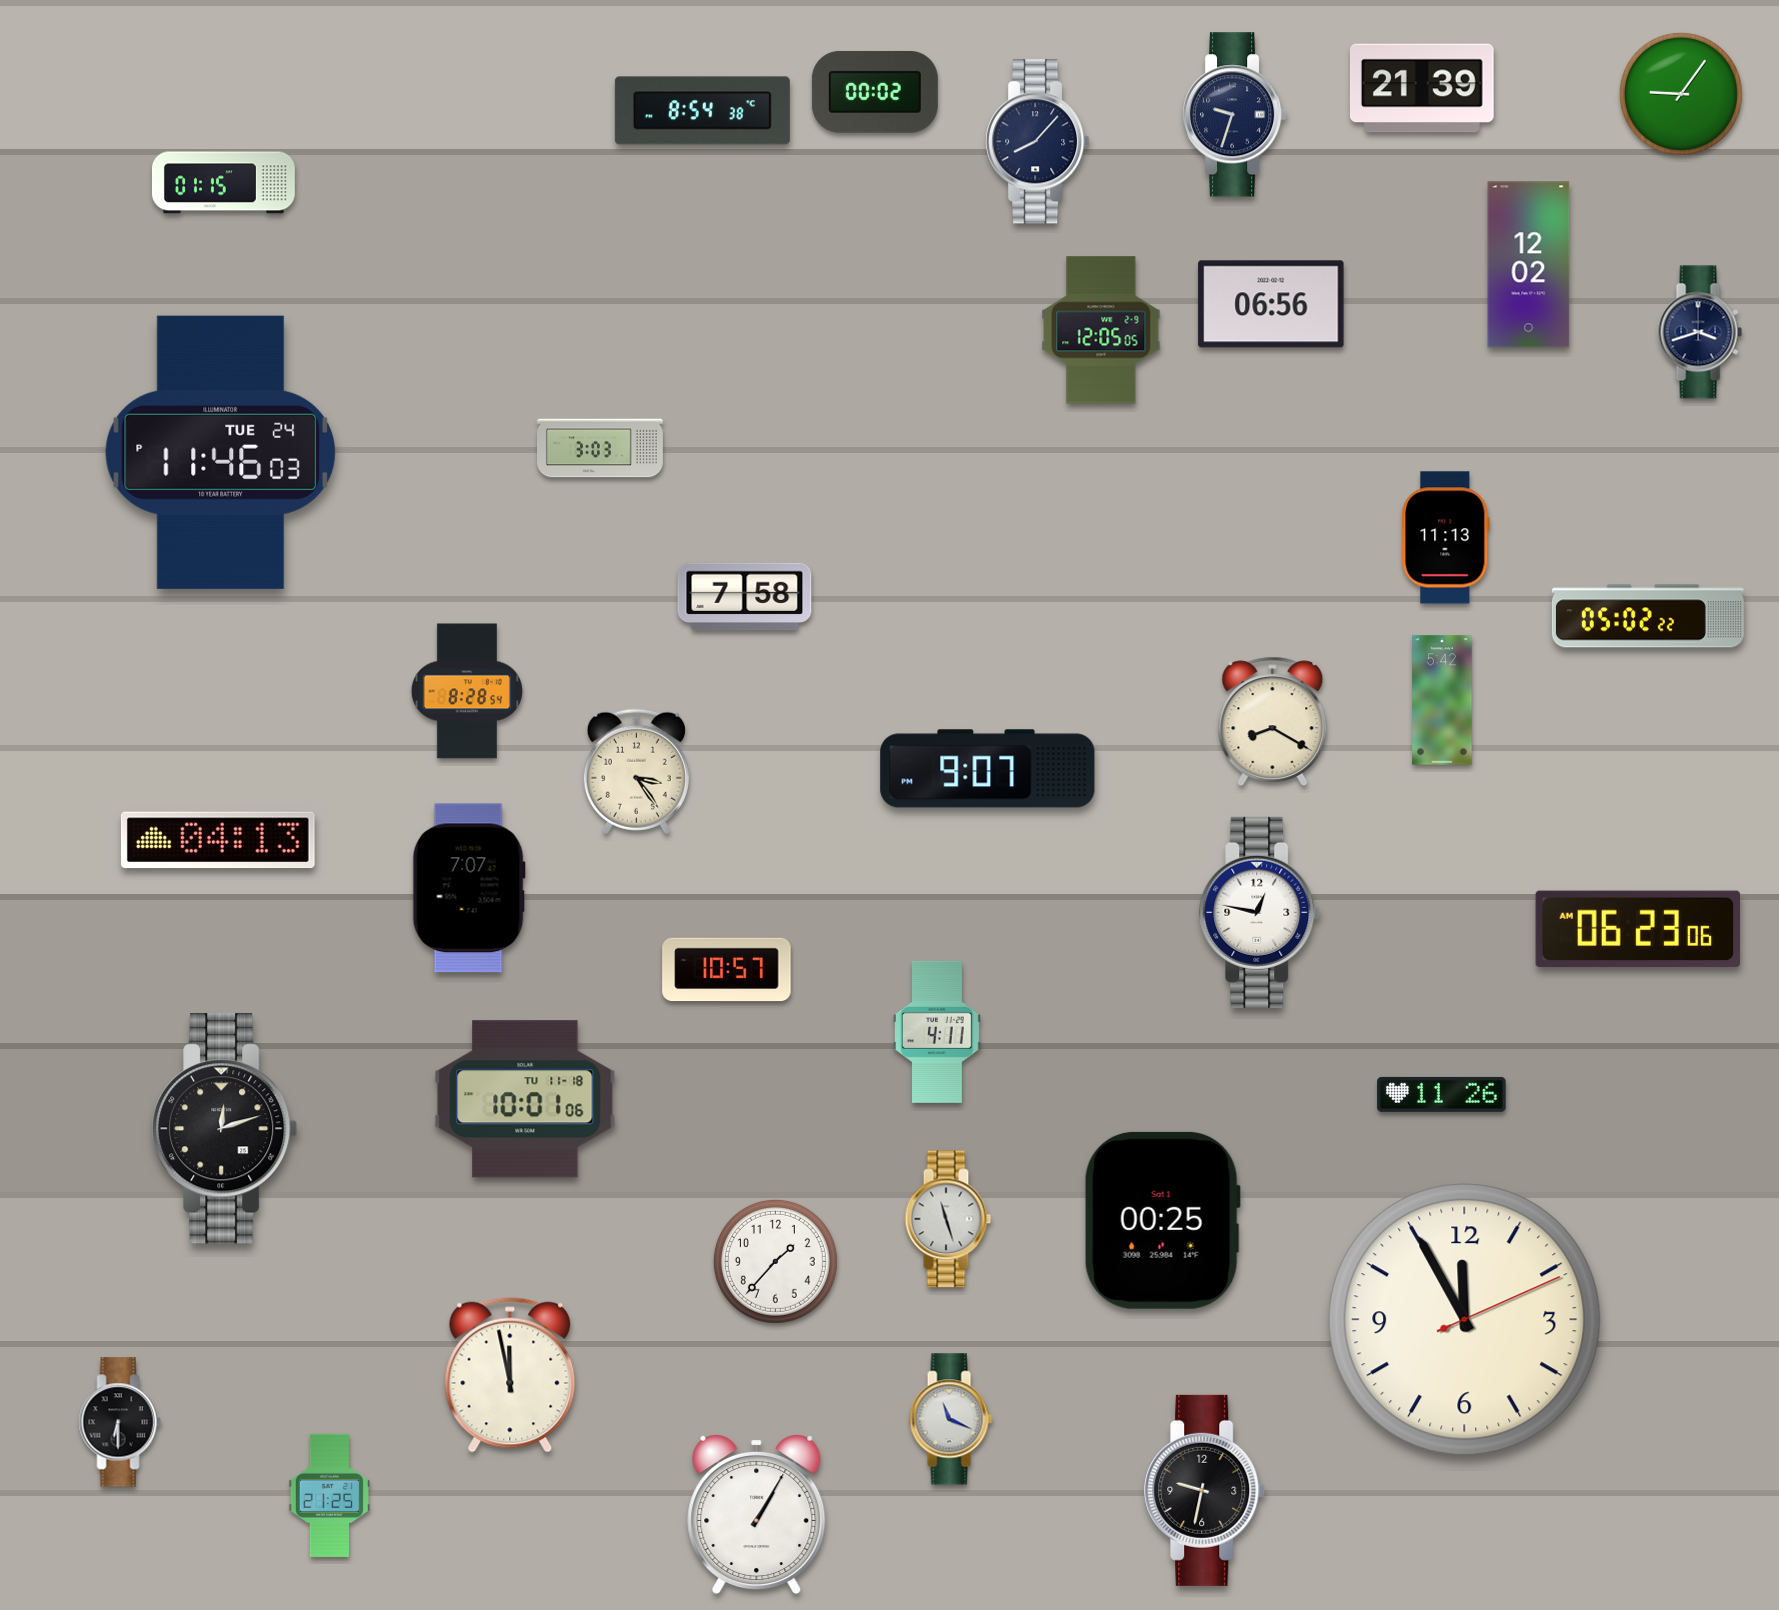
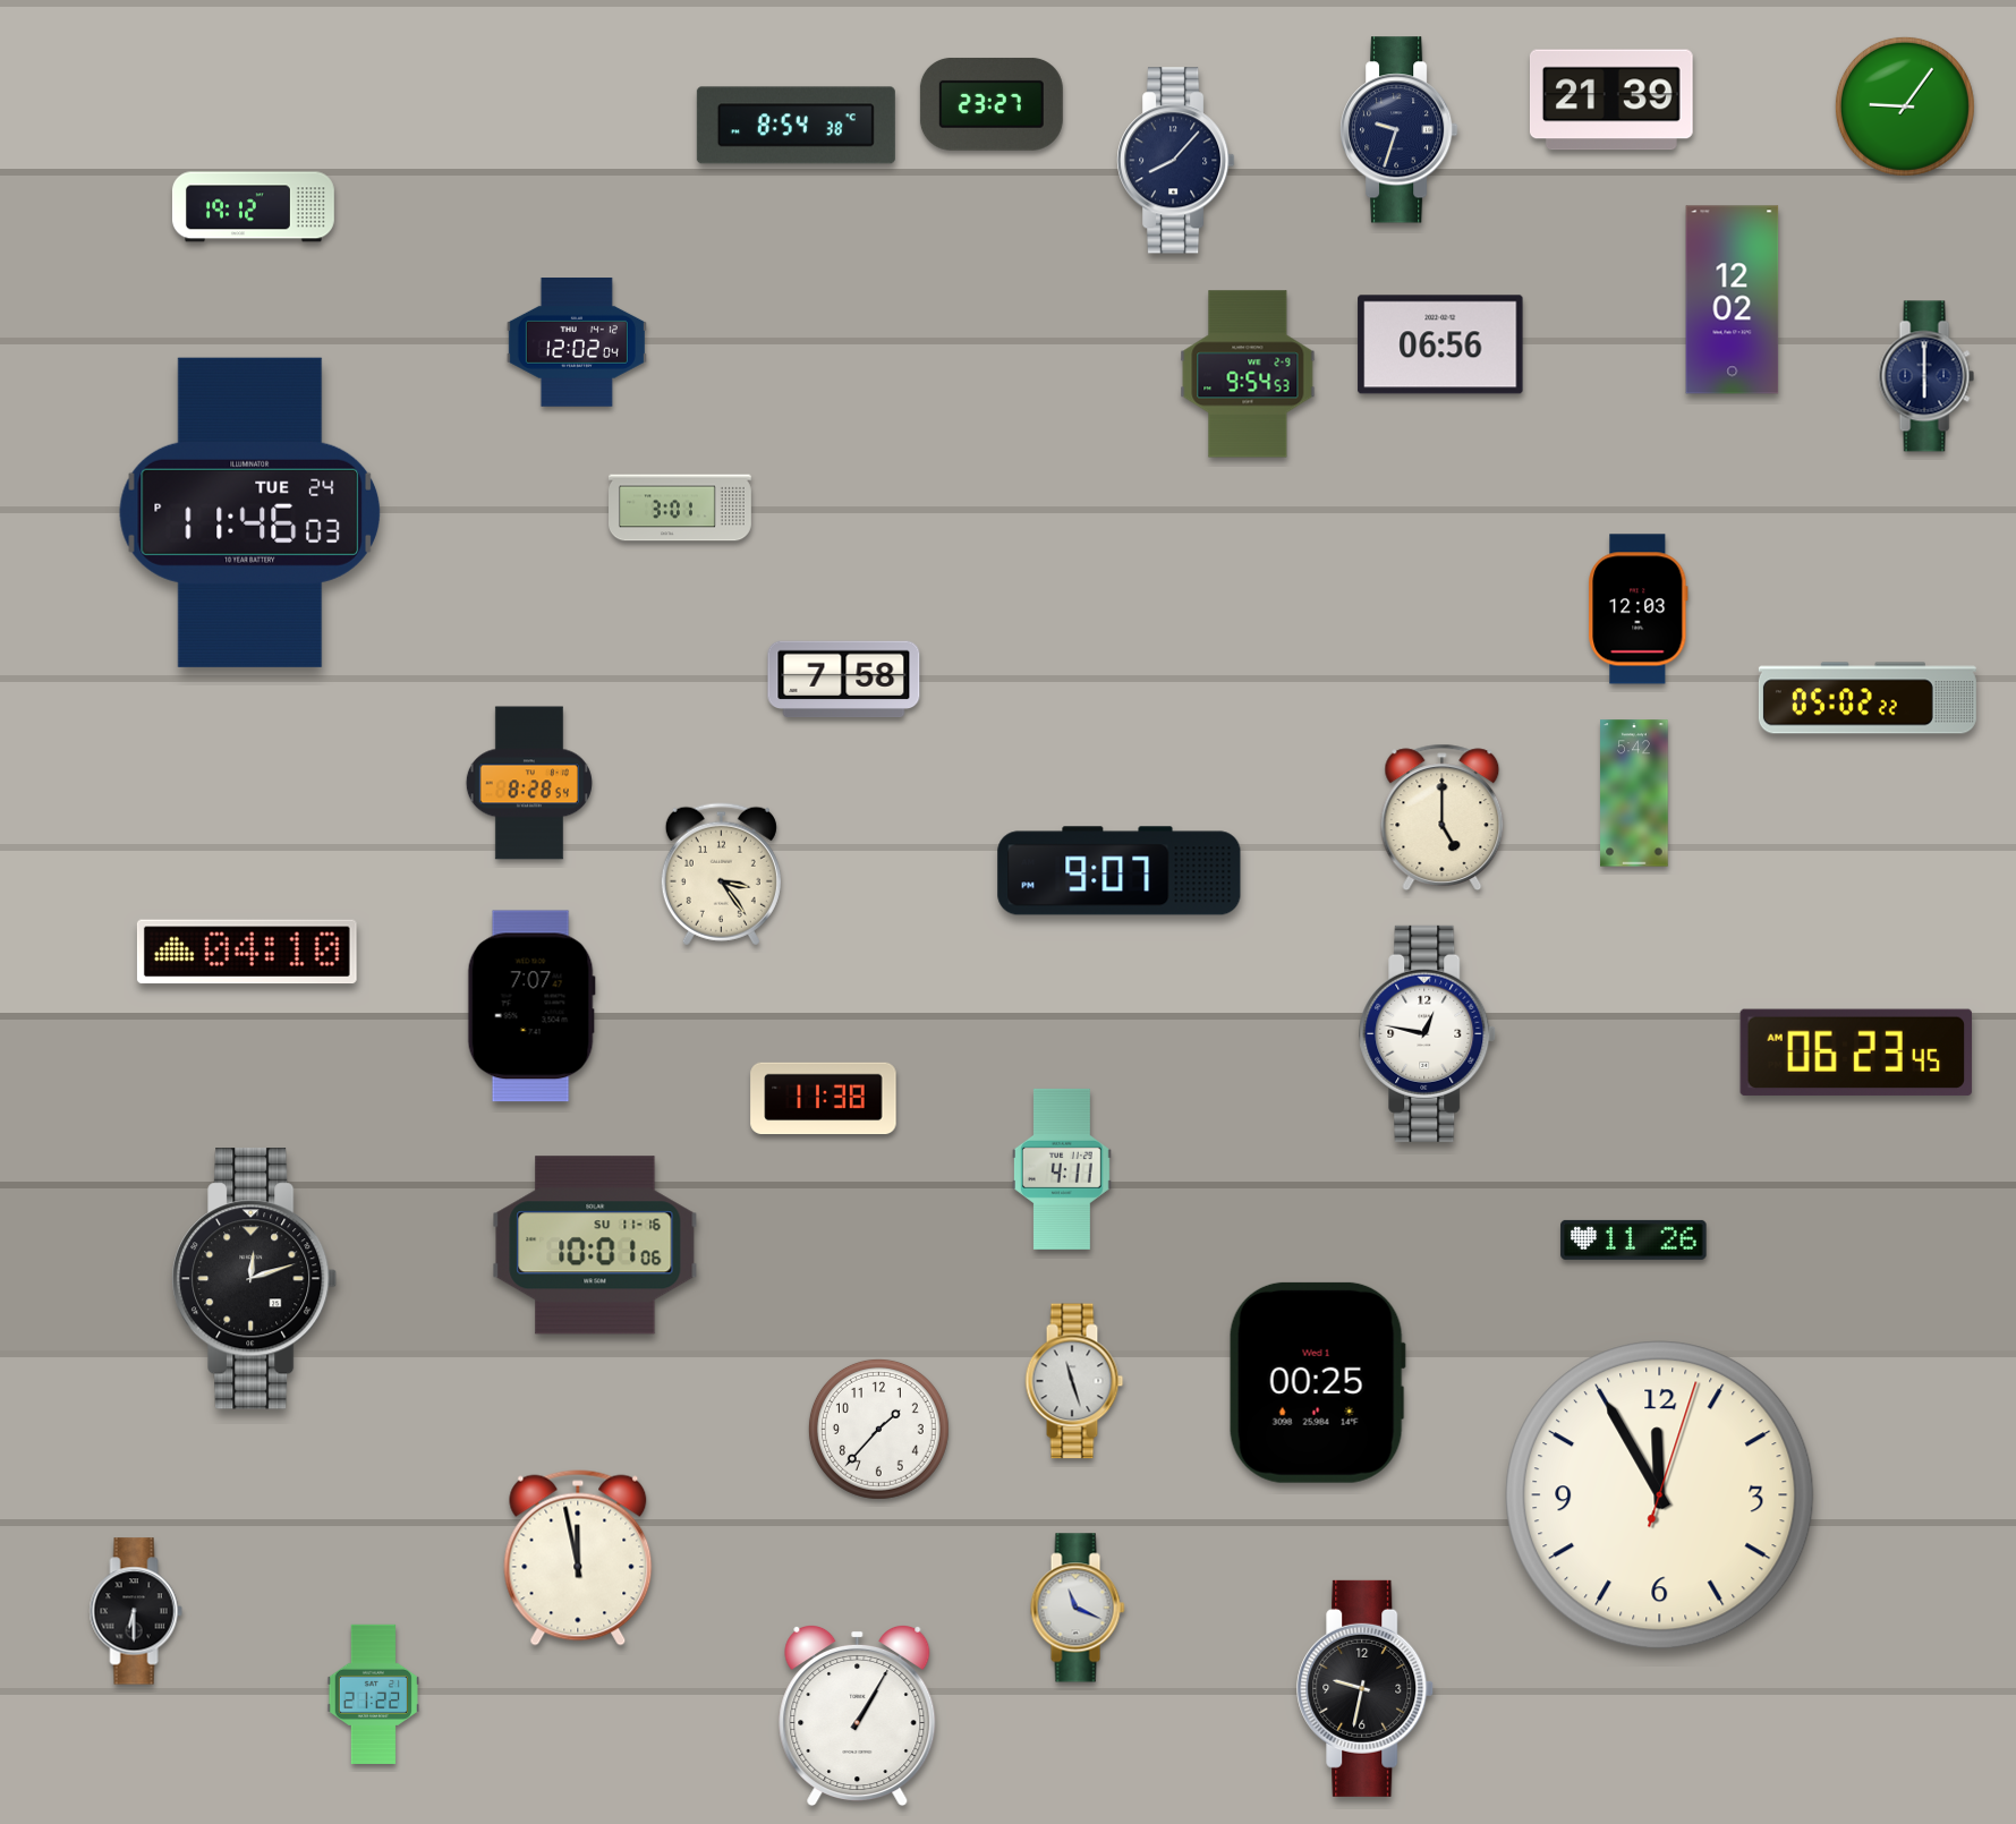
clock at (875, 92): 00:02 -> 23:27
clock at (223, 183): 01:15 -> 19:12
clock at (577, 343): none -> 12:02
clock at (1101, 330): 12:05 -> 9:54
clock at (1700, 332): 3:42 -> 6:00
clock at (601, 448): 3:03 -> 3:01
clock at (1446, 538): 11:13 -> 12:03
clock at (745, 597) position: (745, 597) -> (844, 680)
clock at (1273, 722): 8:20 -> 5:00
clock at (218, 840): 04:13 -> 04:10
clock at (1638, 929): 06:23:06 -> 06:23:45
clock at (727, 970): 10:57 -> 11:38
clock at (525, 1099) date: TU 11-18 -> SU 11-16
clock at (1162, 1220) date: Sat 1 -> Wed 1
clock at (1465, 1320): 11:55:11 -> 11:55:03
clock at (329, 1495): 21:25 -> 21:22
